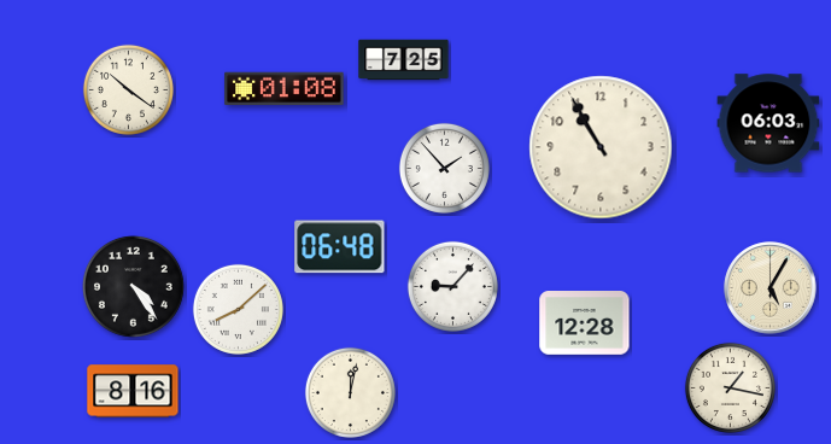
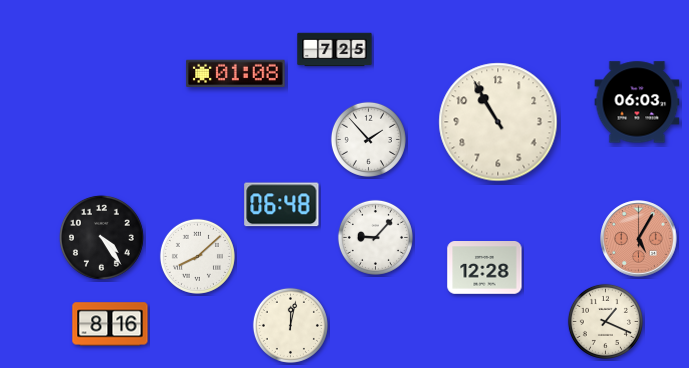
clock at (128, 89): 10:21 -> none
clock at (133, 286) position: (133, 286) -> (101, 237)
clock at (771, 288) dial: cream -> salmon
clock at (730, 387): 1:17 -> 1:19
